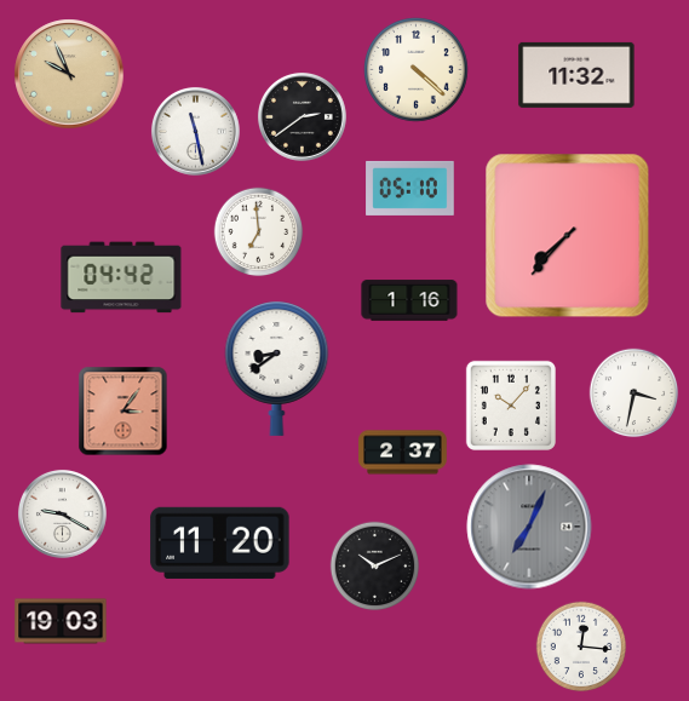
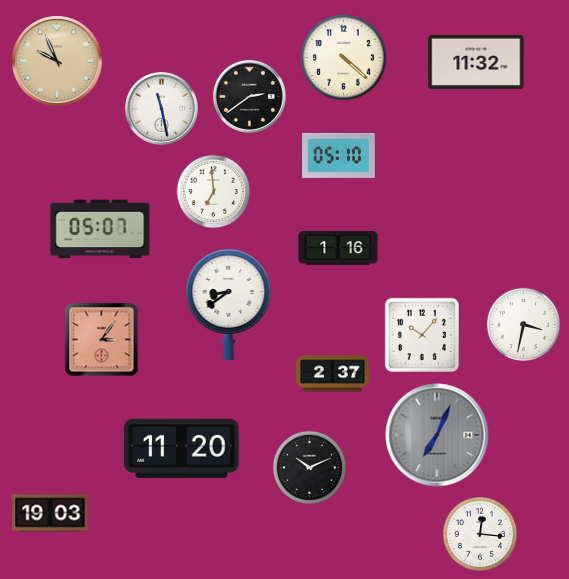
clock at (568, 236): 7:37 -> none
clock at (121, 277): 04:42 -> 05:07
clock at (62, 513): 9:20 -> none
